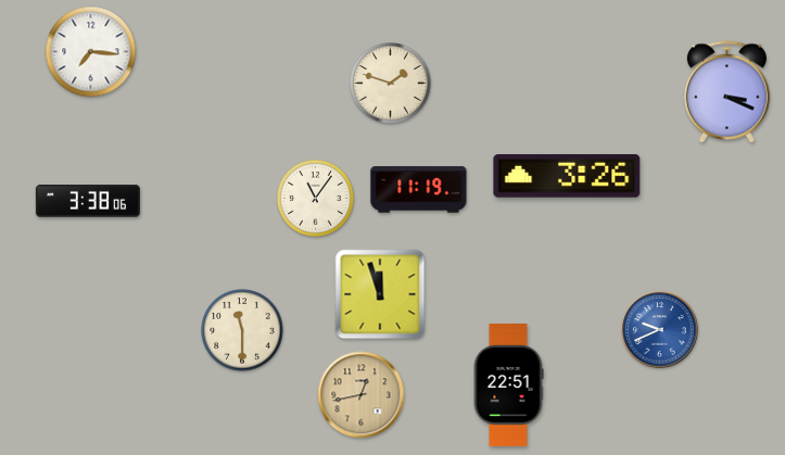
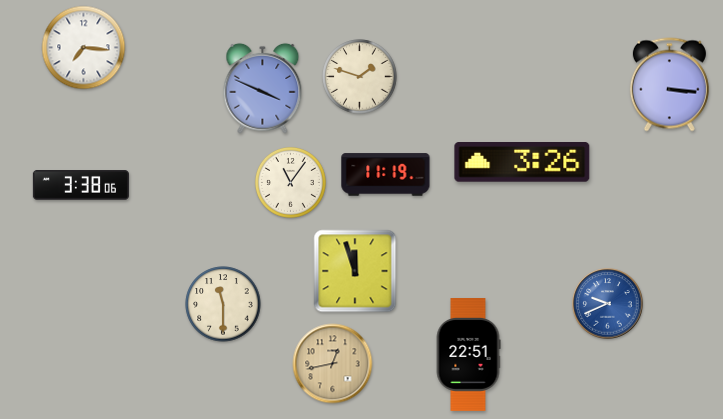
clock at (726, 92): 3:19 -> 3:16
clock at (263, 88): none -> 3:49
clock at (380, 294) position: (380, 294) -> (355, 271)
